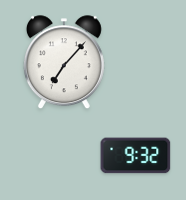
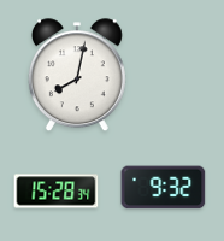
clock at (64, 63): 7:07 -> 8:02
clock at (57, 192): none -> 15:28
